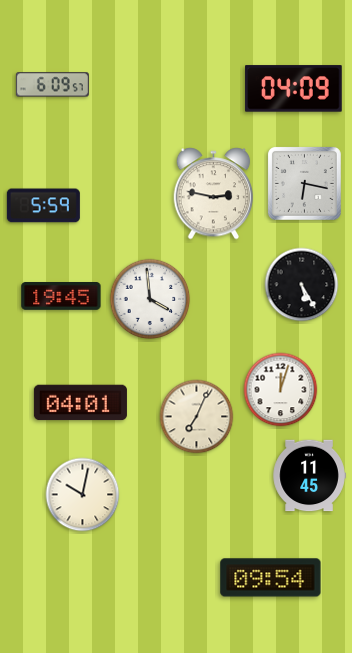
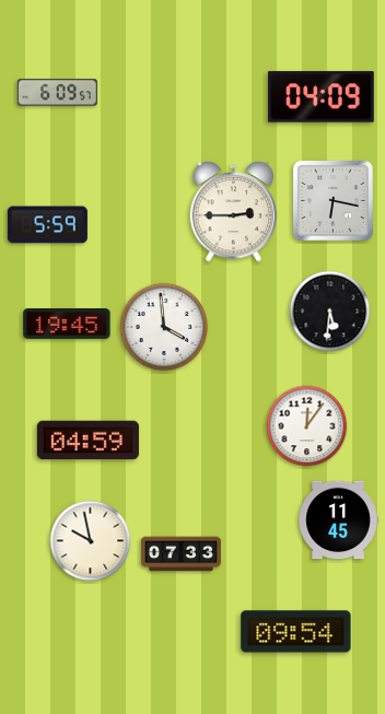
clock at (214, 194): 2:47 -> 2:45
clock at (302, 285): 5:25 -> 5:31
clock at (281, 390): 12:03 -> 12:06
clock at (80, 403): 04:01 -> 04:59
clock at (197, 417): 7:04 -> none
clock at (83, 495): 10:02 -> 9:58
clock at (180, 554): none -> 07:33
